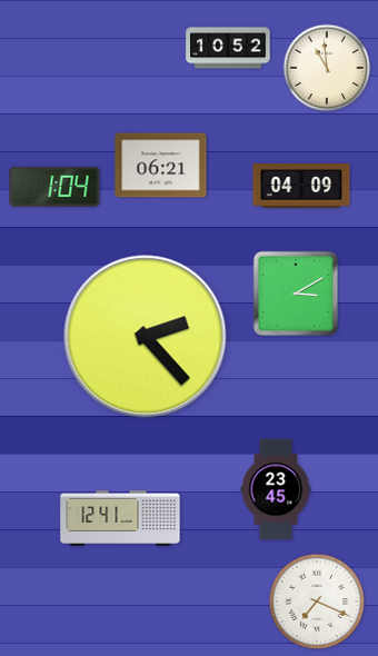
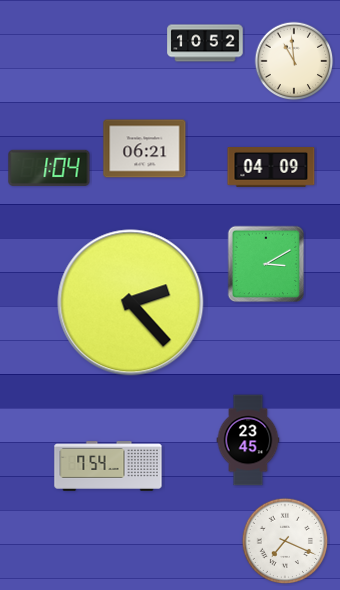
clock at (120, 519): 12:41 -> 7:54
